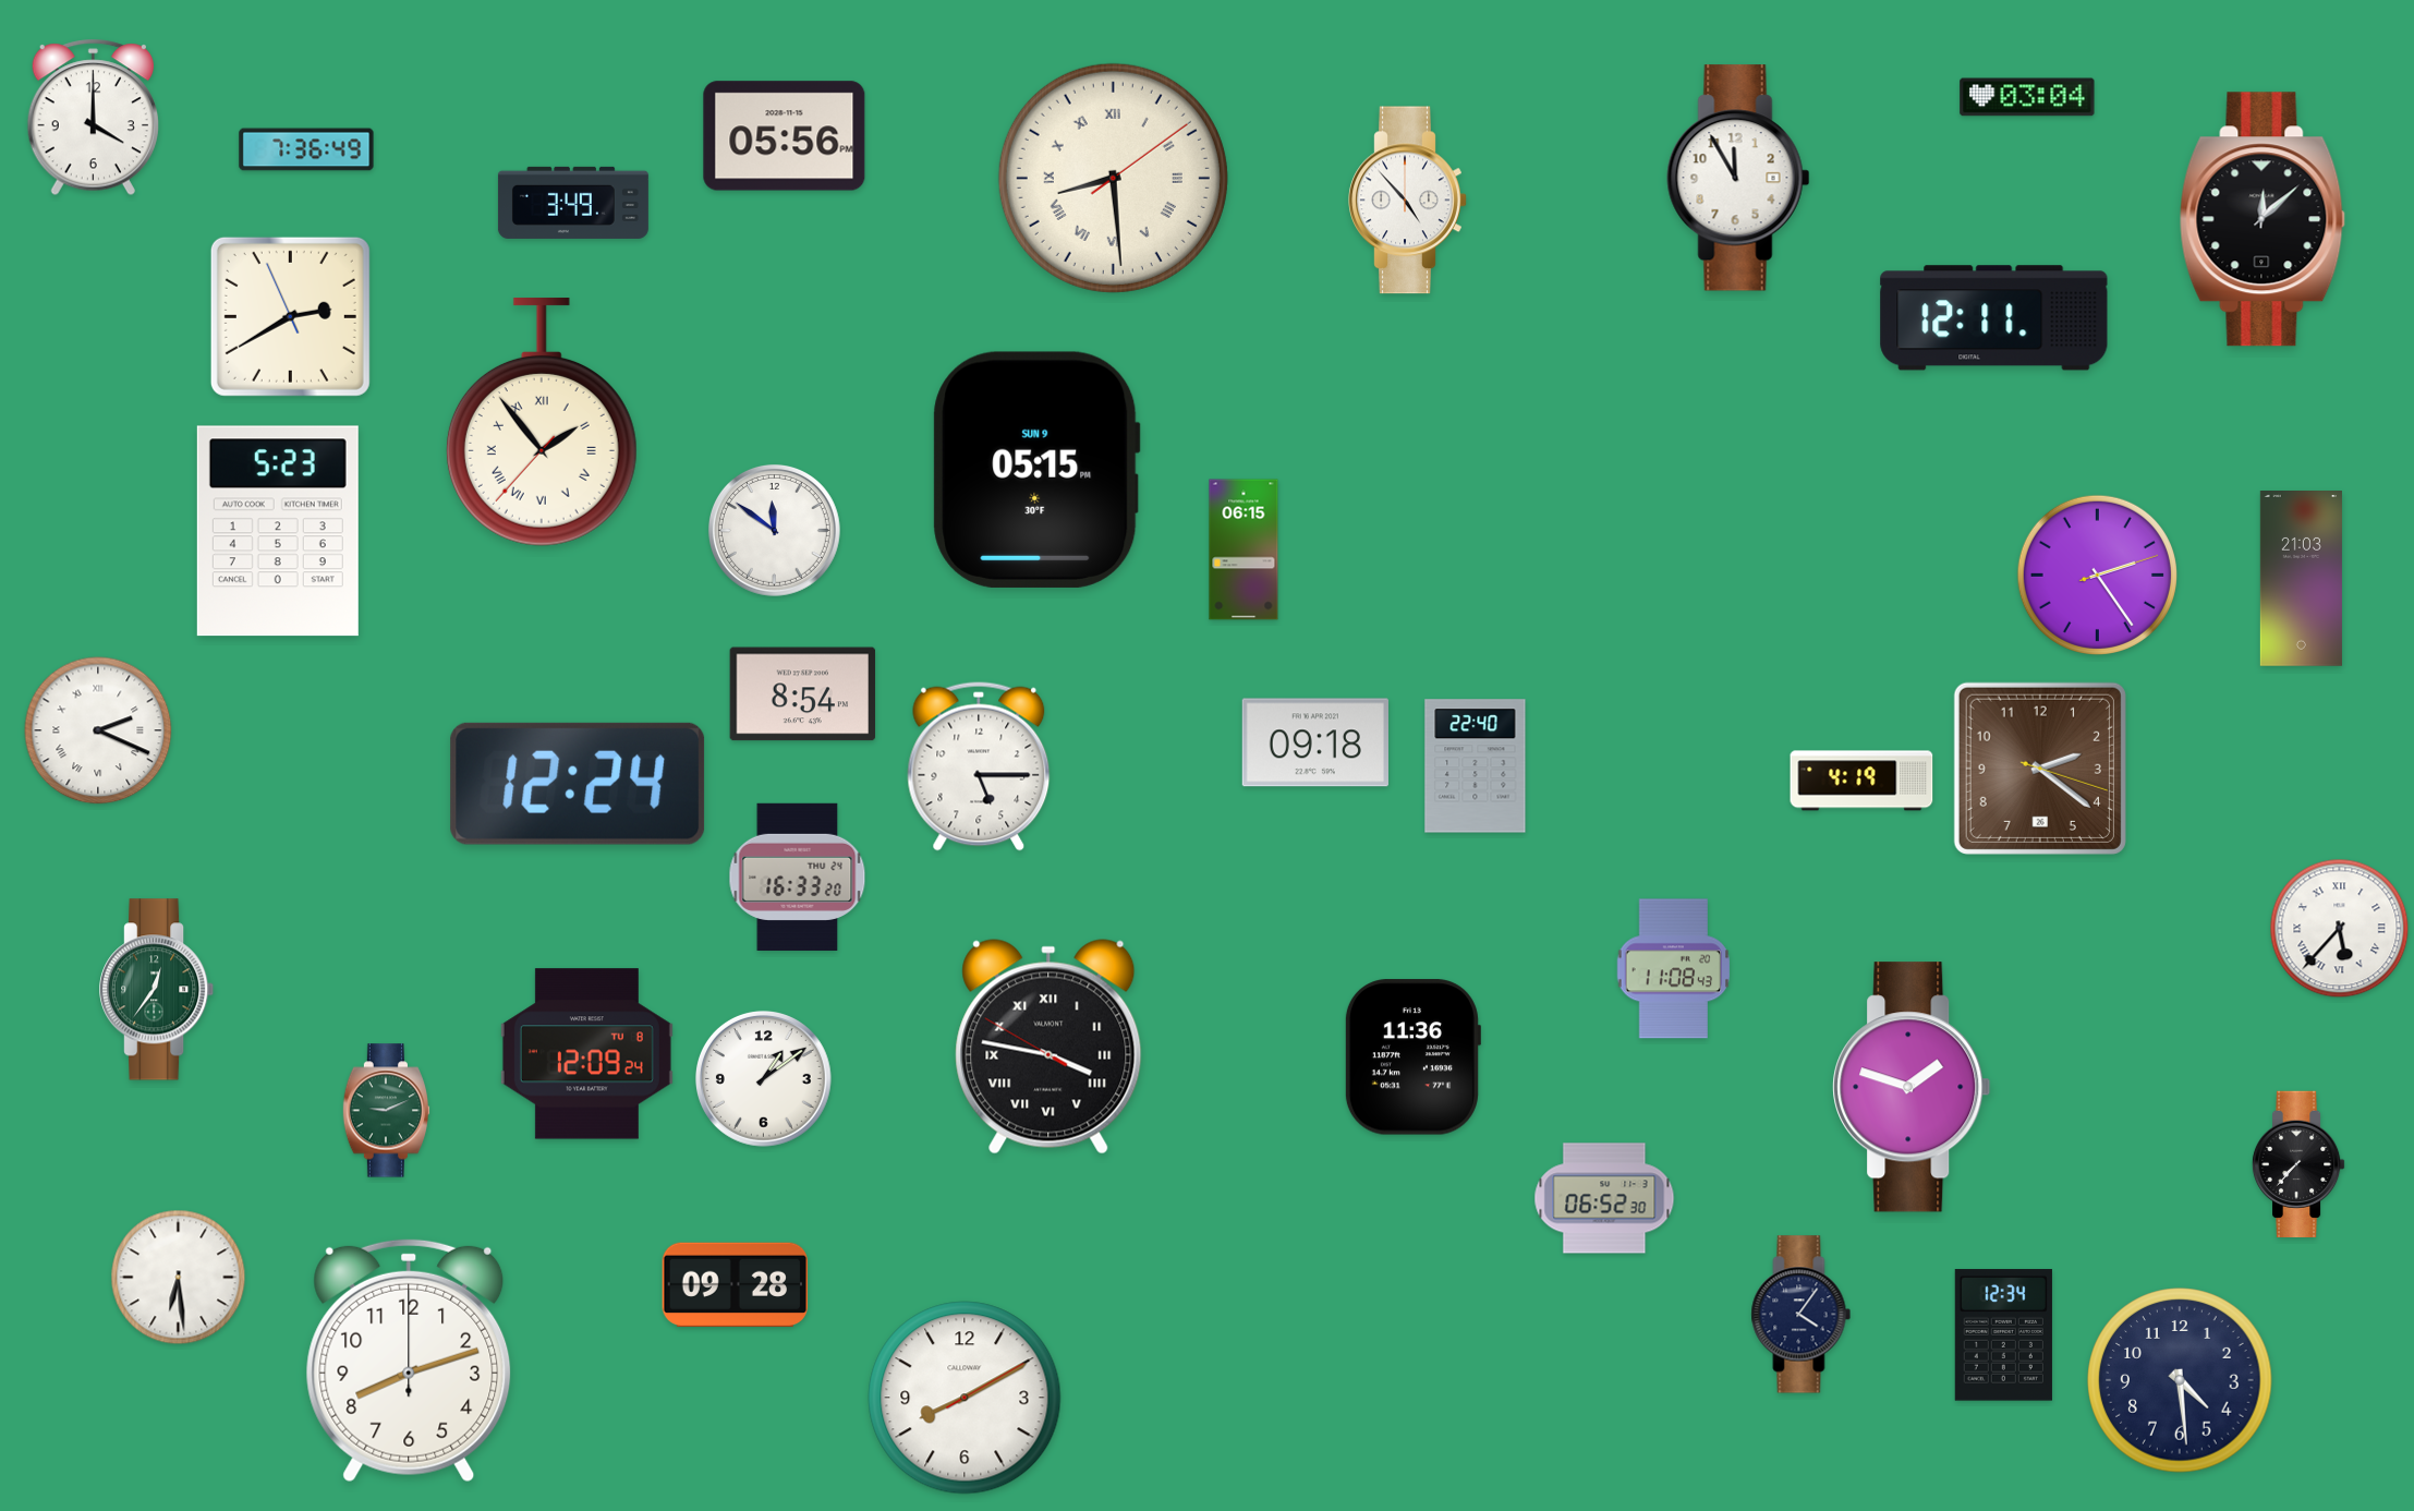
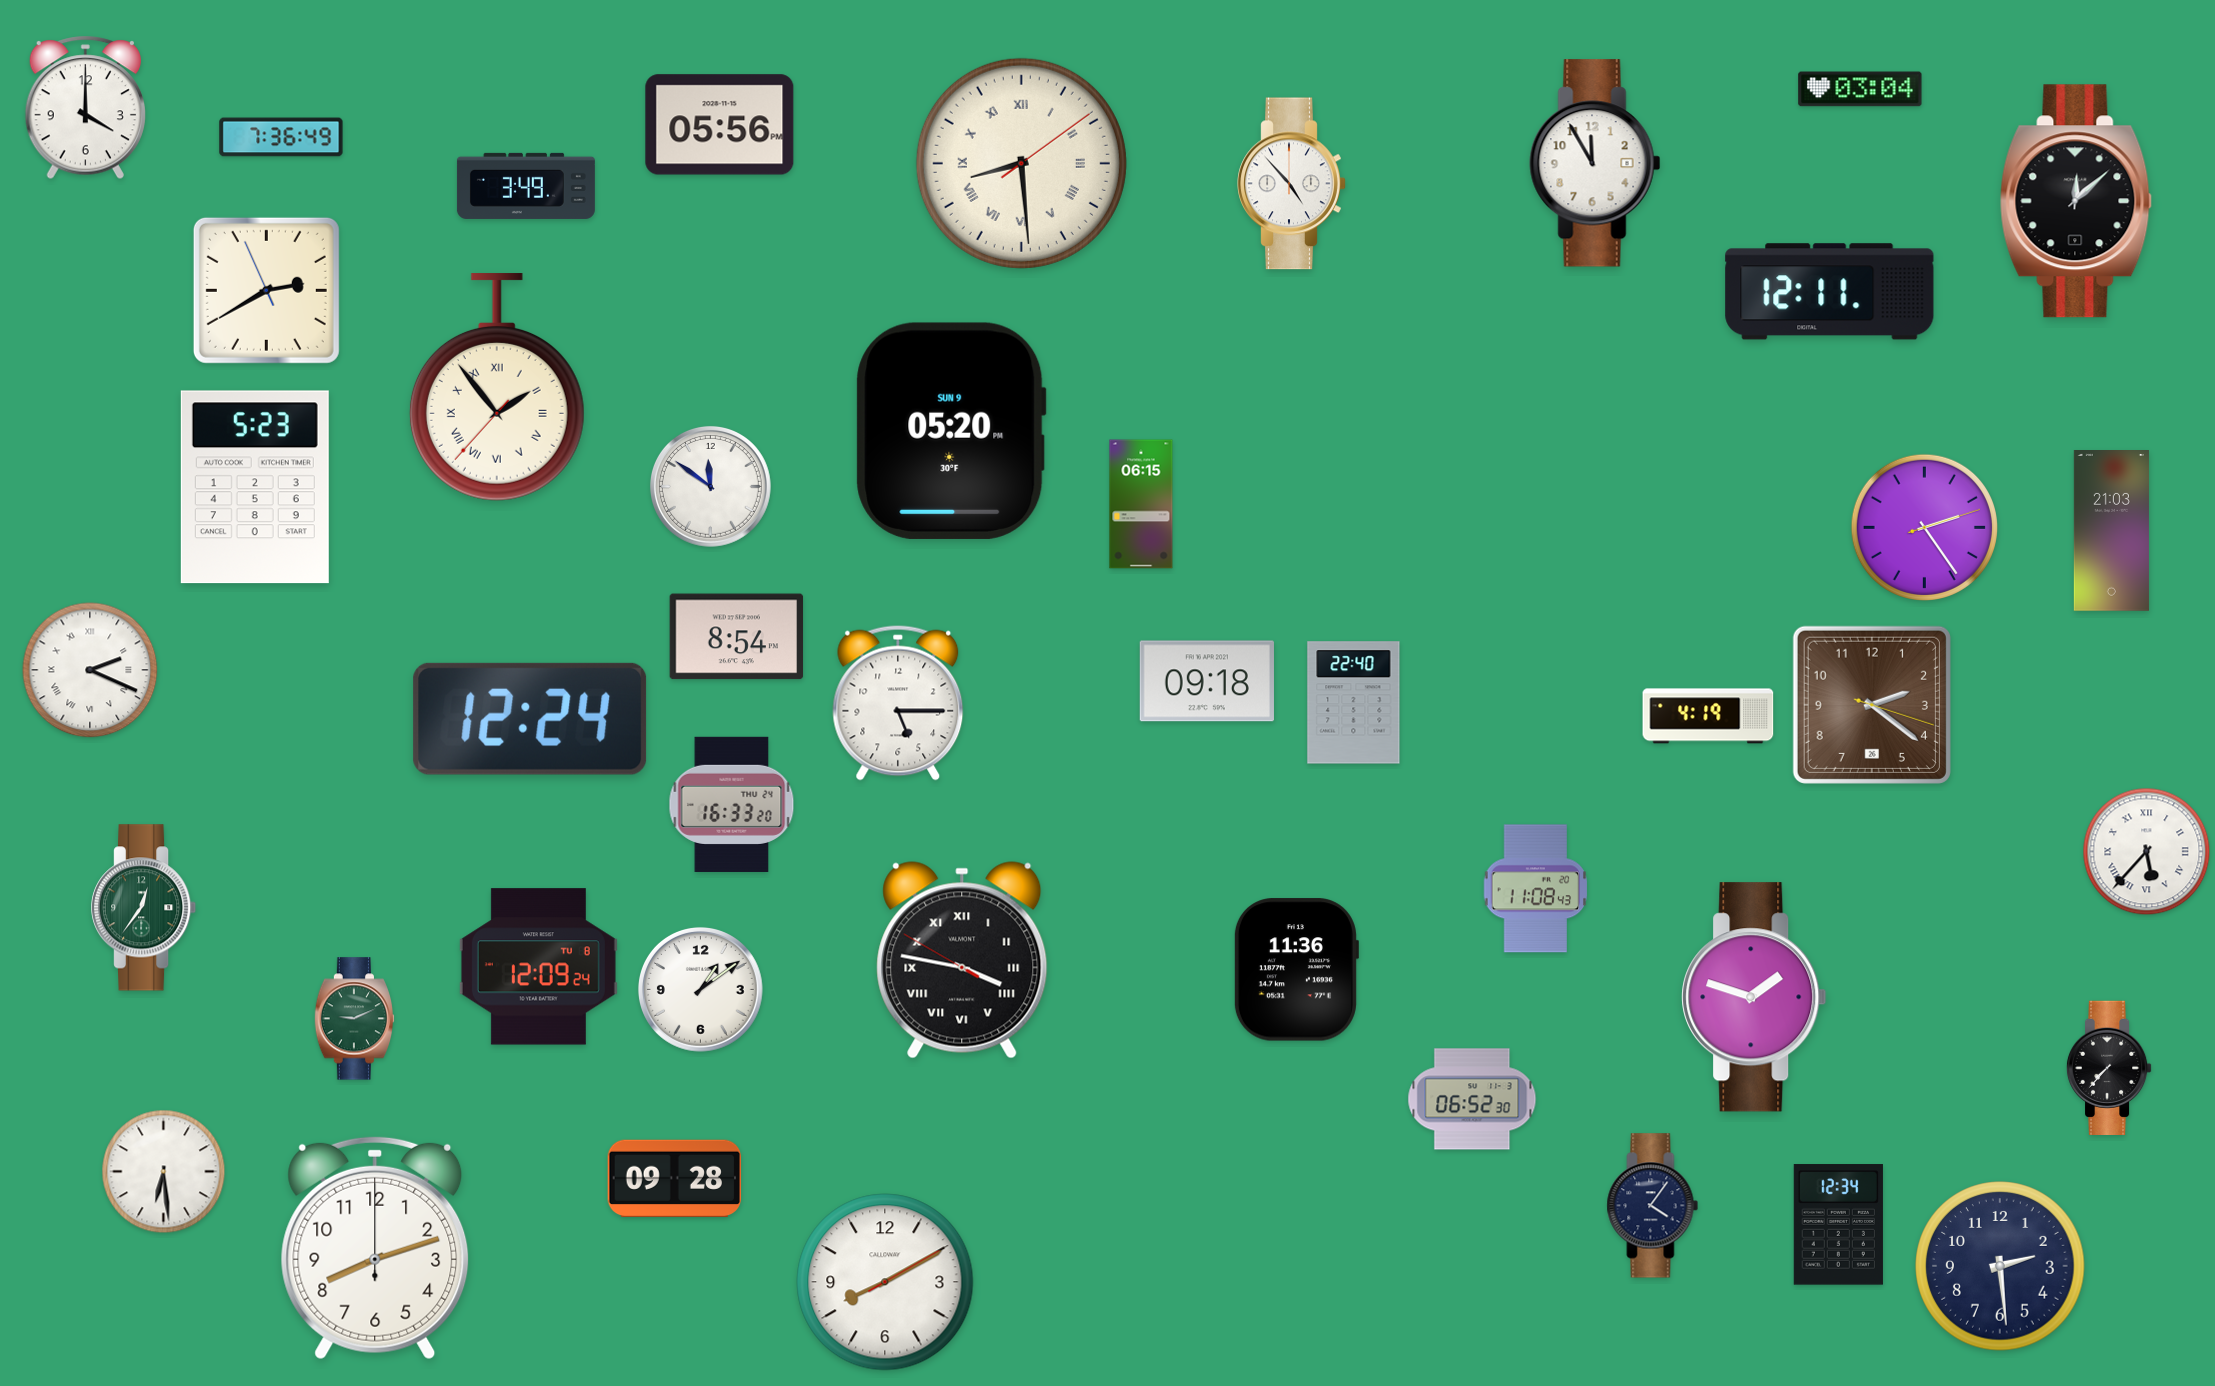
clock at (1036, 470): 05:15 -> 05:20
clock at (2180, 1380): 4:29 -> 2:29
